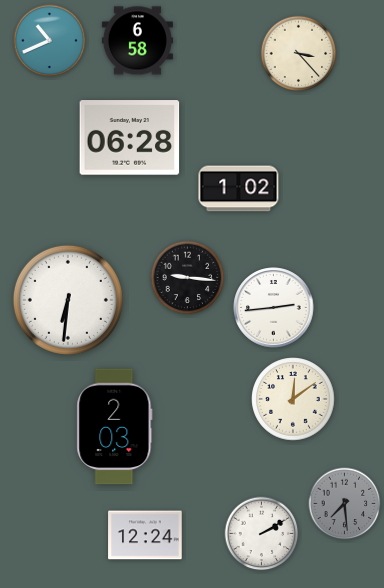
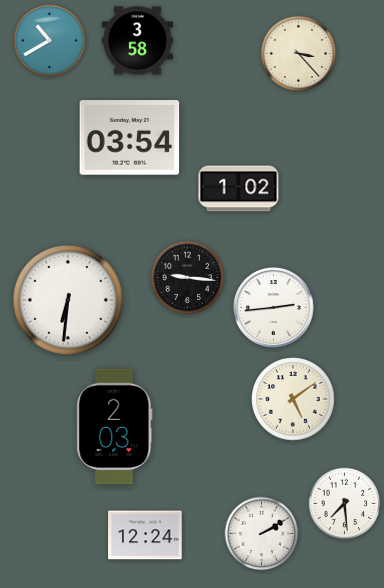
clock at (50, 41): 10:41 -> 10:40
clock at (137, 41): 6:58 -> 3:58
clock at (130, 138): 06:28 -> 03:54
clock at (293, 399): 12:09 -> 5:09
clock at (345, 504) dial: grey -> white
